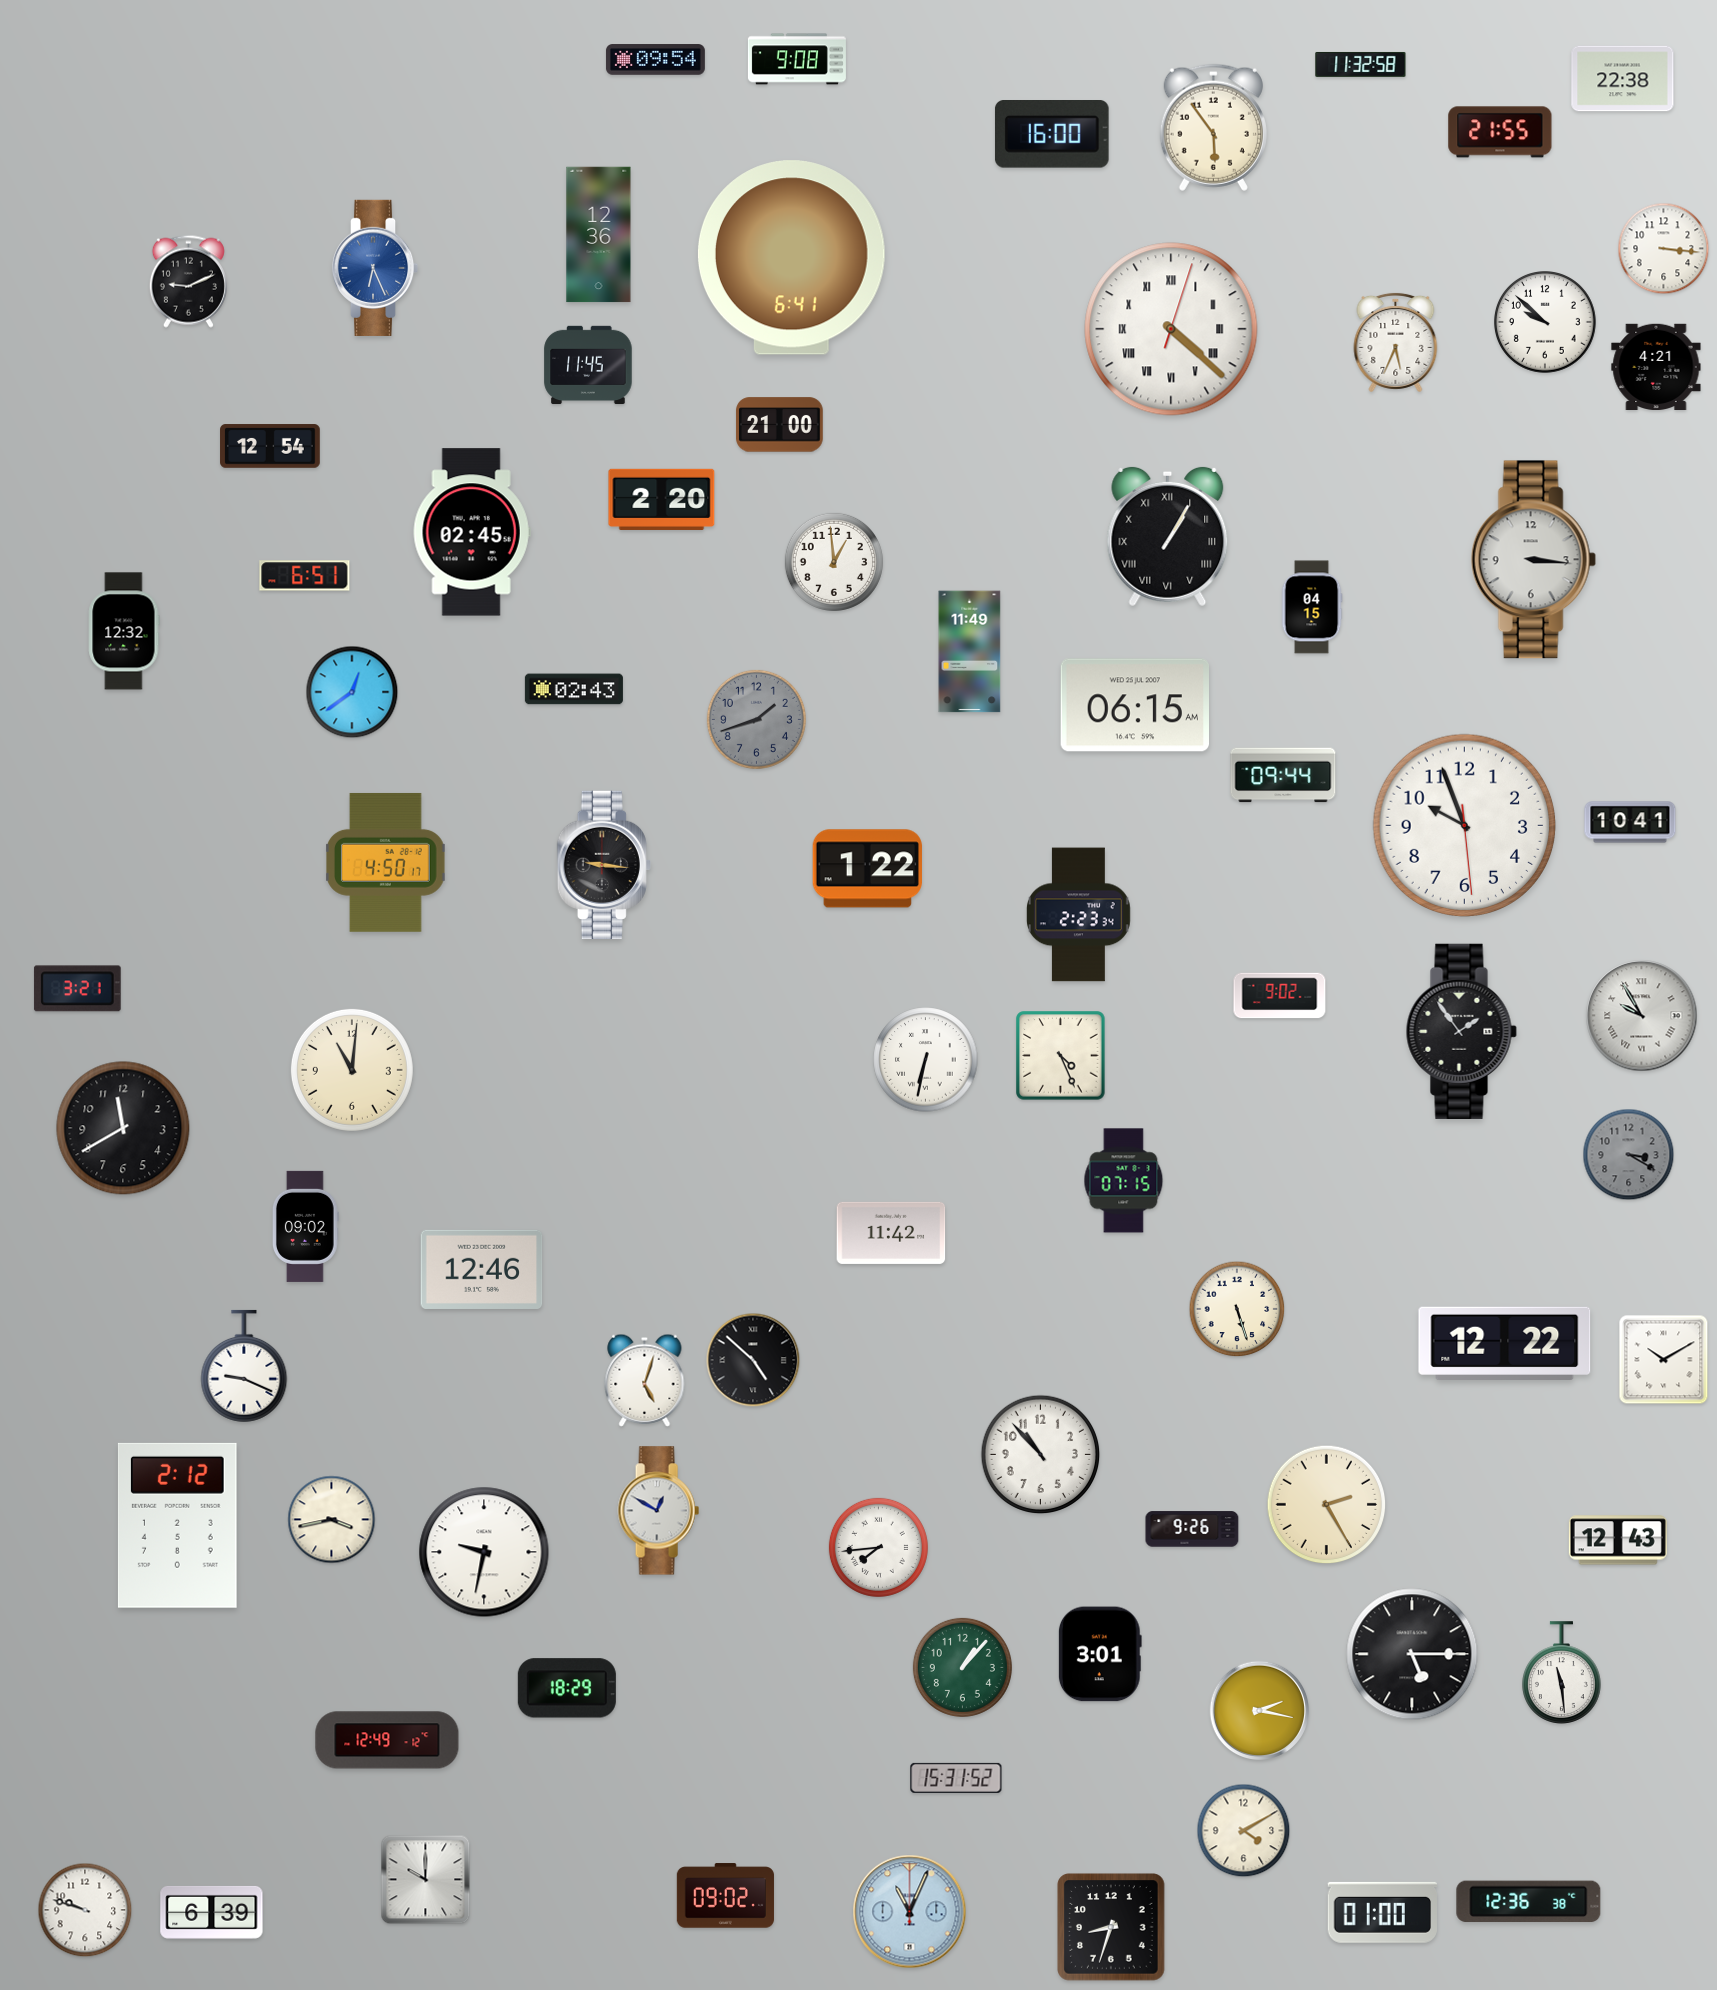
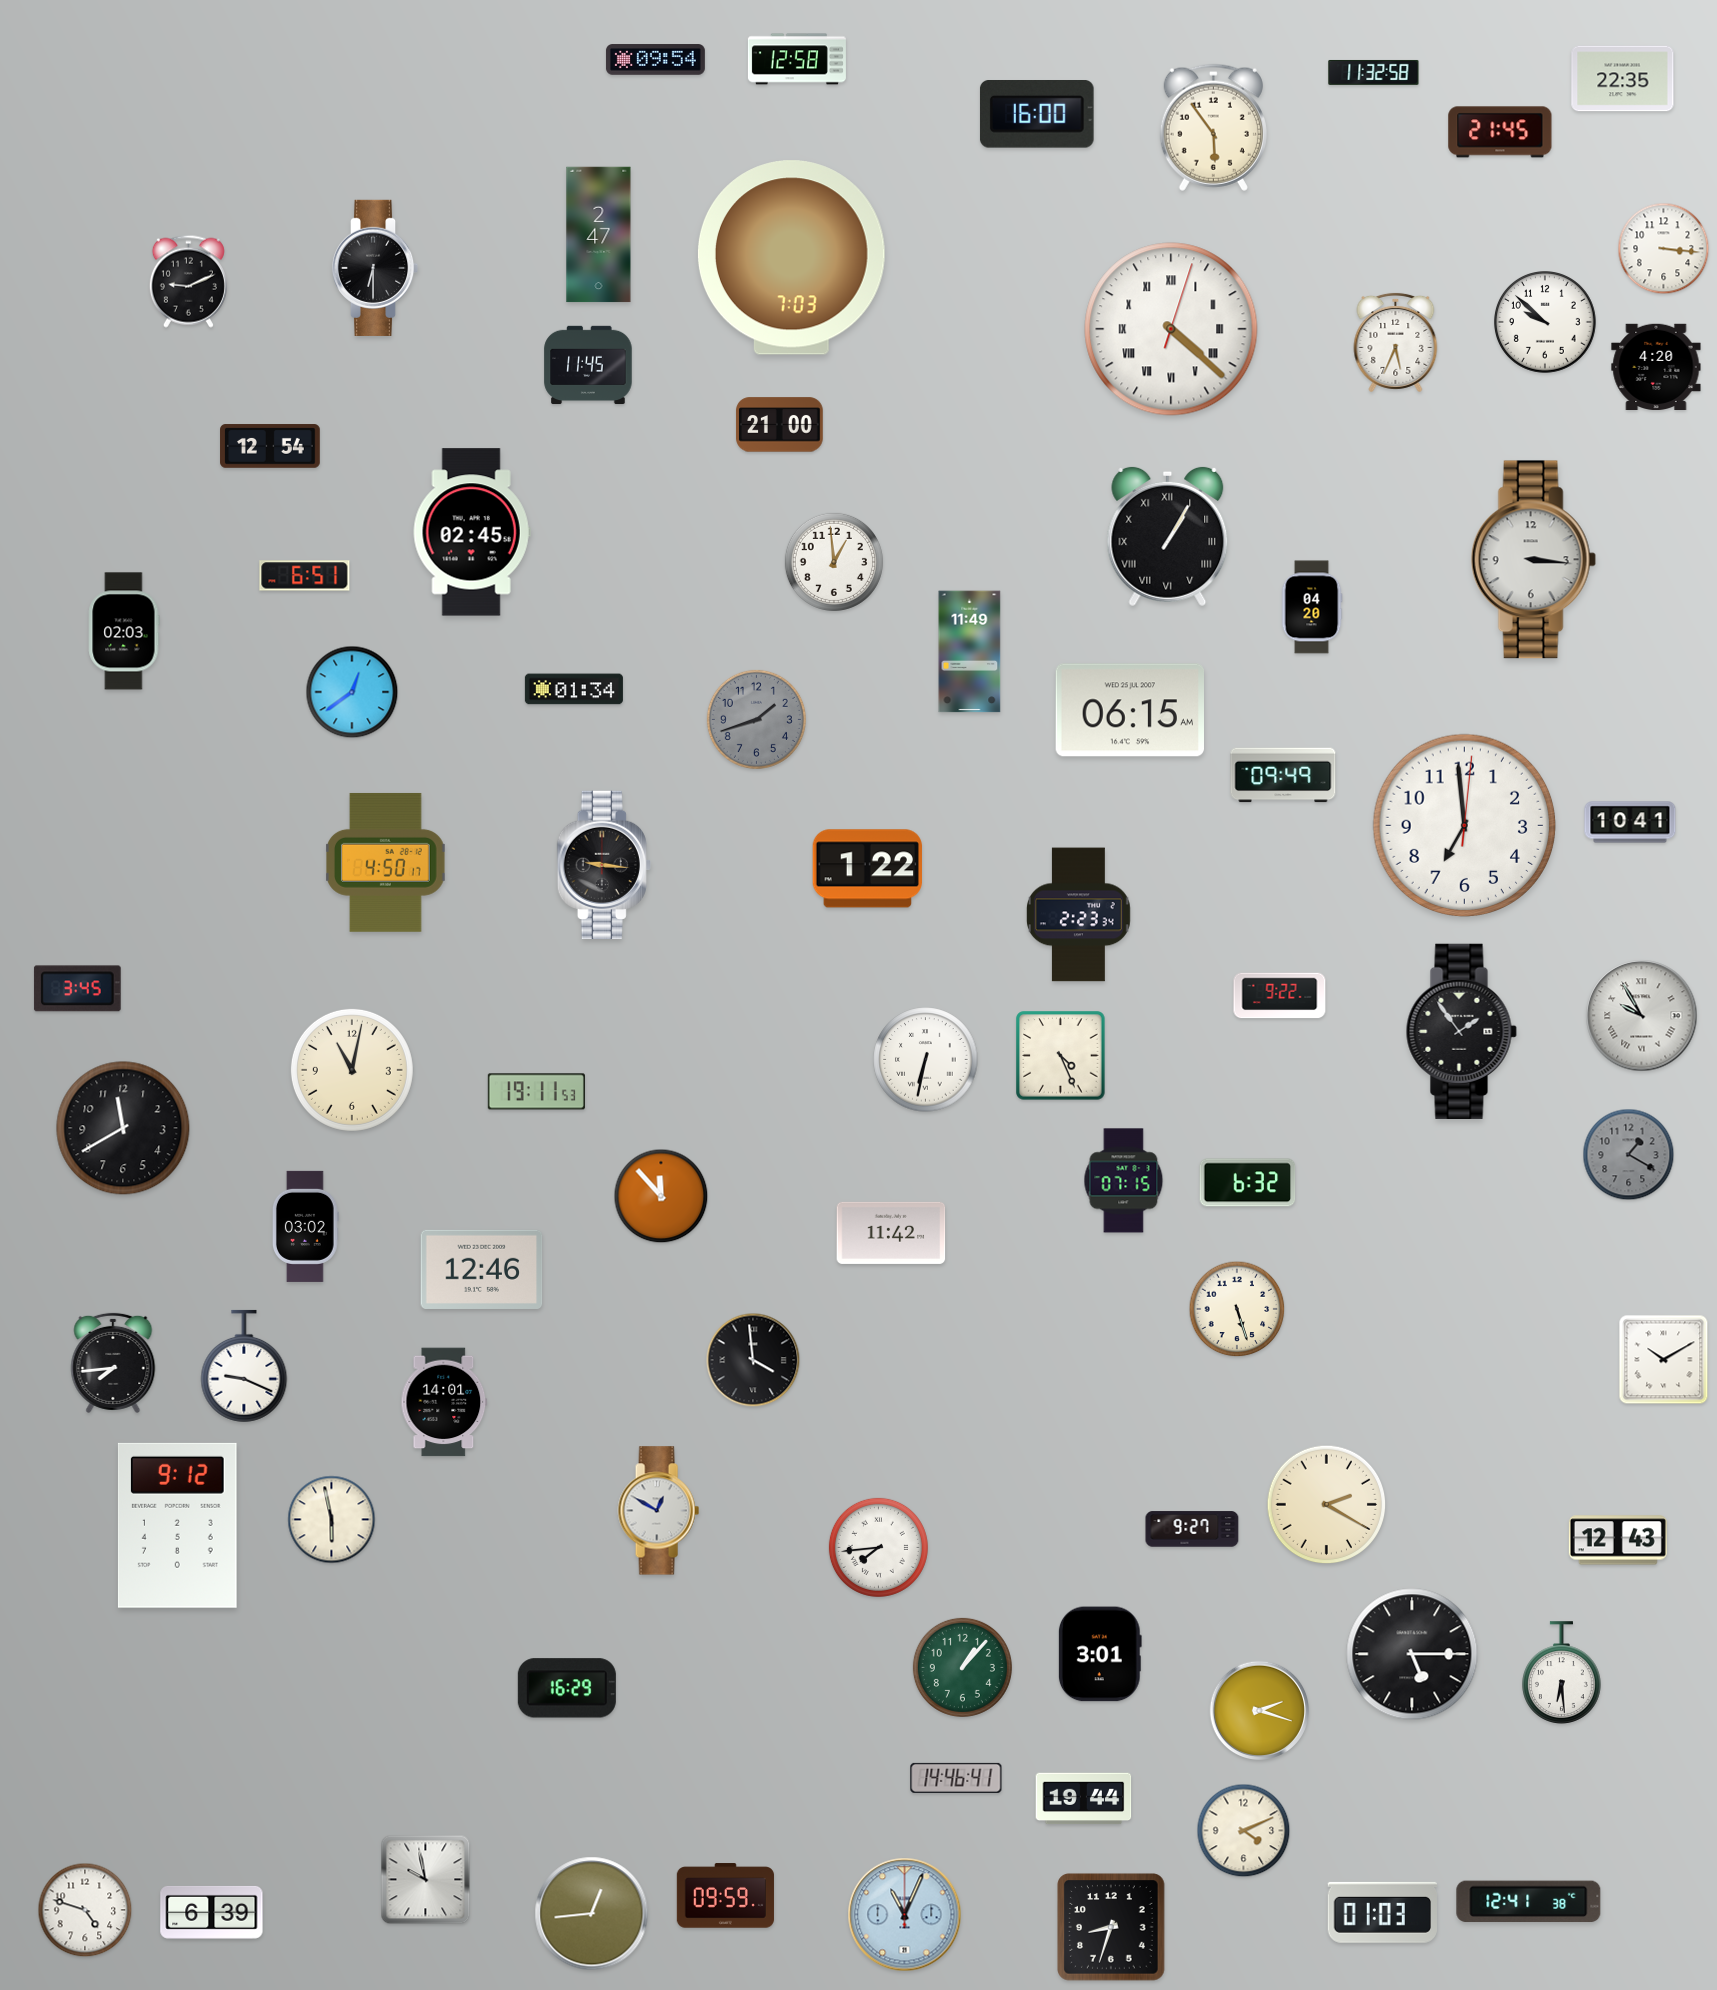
clock at (797, 59): 9:08 -> 12:58
clock at (1361, 64) position: (1361, 64) -> (1374, 72)
clock at (1623, 79): 22:38 -> 22:35
clock at (1500, 132): 21:55 -> 21:45
clock at (1052, 135) position: (1052, 135) -> (1037, 115)
clock at (599, 235): 12:36 -> 2:47
clock at (791, 258): 6:41 -> 7:03
clock at (375, 268): 6:26 -> 6:30
clock at (375, 268) dial: blue -> black
clock at (1656, 367): 4:21 -> 4:20
clock at (662, 499): 2:20 -> none
clock at (1312, 607): 04:15 -> 04:20
clock at (124, 631): 12:32 -> 02:03
clock at (574, 689): 02:43 -> 01:34
clock at (1134, 705) position: (1134, 705) -> (1129, 710)
clock at (1283, 775): 09:44 -> 09:49
clock at (1465, 826): 9:56 -> 6:59
clock at (77, 989): 3:21 -> 3:45
clock at (1280, 996): 9:02 -> 9:22
clock at (352, 1070): 11:01 -> 11:02
clock at (536, 1092): none -> 19:11
clock at (1629, 1155): 3:20 -> 1:20
clock at (1248, 1183): none -> 6:32
clock at (661, 1196): none -> 11:53
clock at (305, 1226): 09:02 -> 03:02
clock at (1505, 1343): 12:22 -> none
clock at (753, 1360): 4:52 -> 3:59
clock at (113, 1363): none -> 7:44
clock at (645, 1380): 5:03 -> none
clock at (444, 1402): none -> 14:01
clock at (1041, 1455): 10:53 -> none
clock at (1327, 1505): 2:25 -> 2:20
clock at (332, 1520): 3:43 -> 5:58
clock at (177, 1525): 2:12 -> 9:12
clock at (1192, 1529): 9:26 -> 9:27
clock at (484, 1552): 9:32 -> none
clock at (1562, 1673): 11:29 -> 6:29
clock at (567, 1688): 18:29 -> 16:29
clock at (1260, 1711): 2:17 -> 2:18
clock at (387, 1740): 12:49 -> none
clock at (956, 1778): 15:31 -> 14:46
clock at (1084, 1799): none -> 19:44
clock at (1244, 1831): 4:10 -> 4:11
clock at (426, 1880): 10:00 -> 9:58
clock at (725, 1896): 09:02 -> 09:59
clock at (1529, 1902): 12:36 -> 12:41
clock at (85, 1910): 9:48 -> 4:48
clock at (910, 1912) position: (910, 1912) -> (905, 1915)
clock at (1382, 1912): 01:00 -> 01:03
clock at (592, 1914): none -> 12:44
